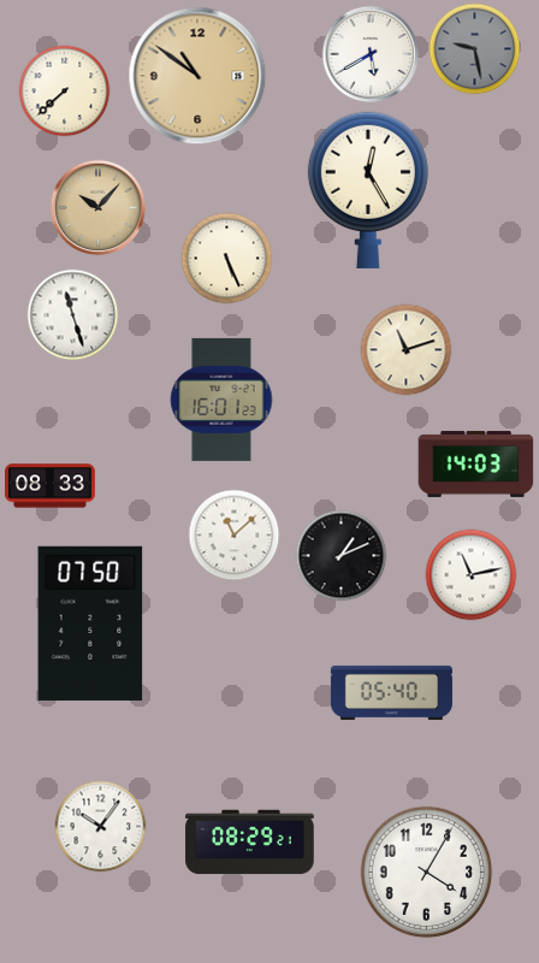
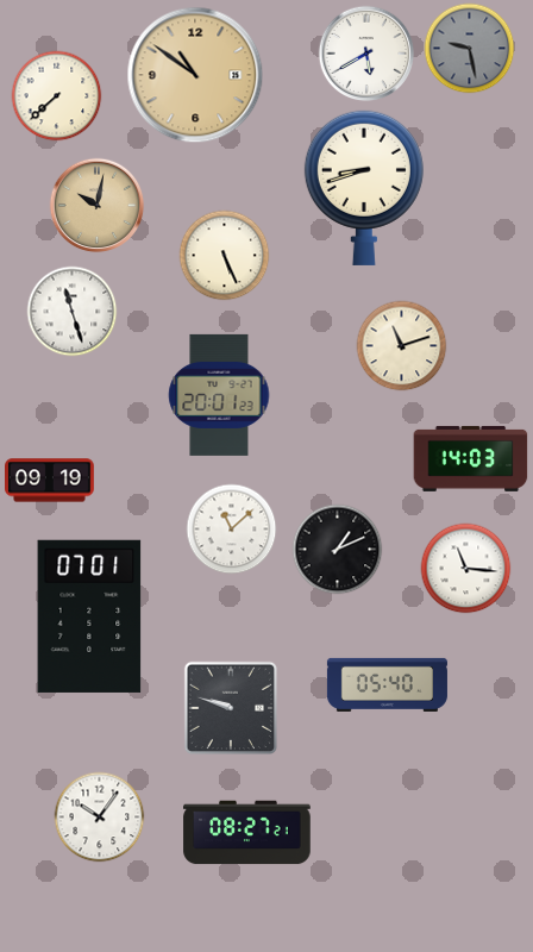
clock at (65, 91) position: (65, 91) -> (57, 96)
clock at (368, 190): 12:25 -> 8:42
clock at (99, 208): 10:07 -> 10:02
clock at (221, 400): 16:01 -> 20:01
clock at (51, 486): 08:33 -> 09:19
clock at (472, 575): 11:13 -> 11:16
clock at (90, 624): 07:50 -> 07:01
clock at (231, 708): none -> 9:48
clock at (250, 843): 08:29 -> 08:27
clock at (427, 873): 4:05 -> none
